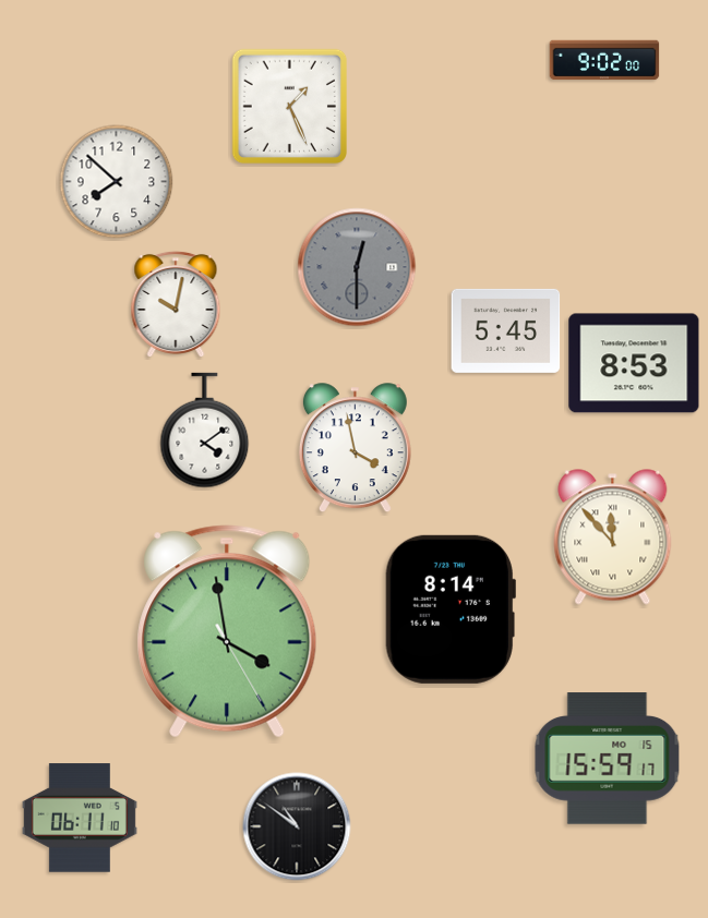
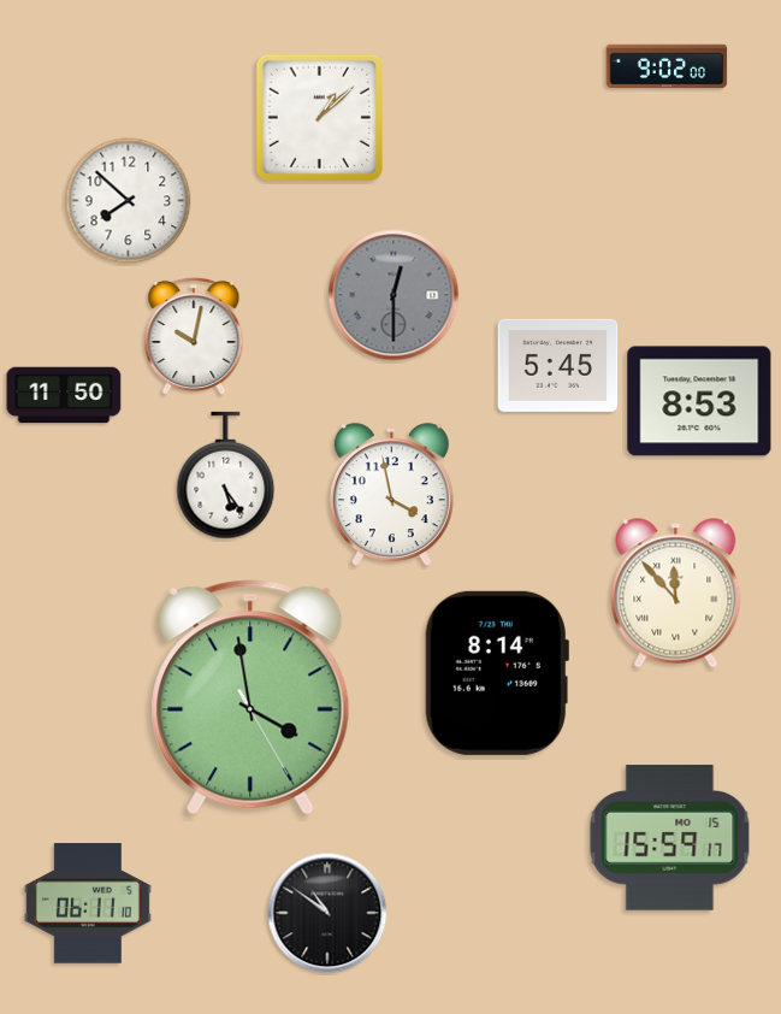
clock at (289, 106): 1:26 -> 1:08
clock at (64, 395): none -> 11:50
clock at (205, 431): 4:09 -> 5:24
